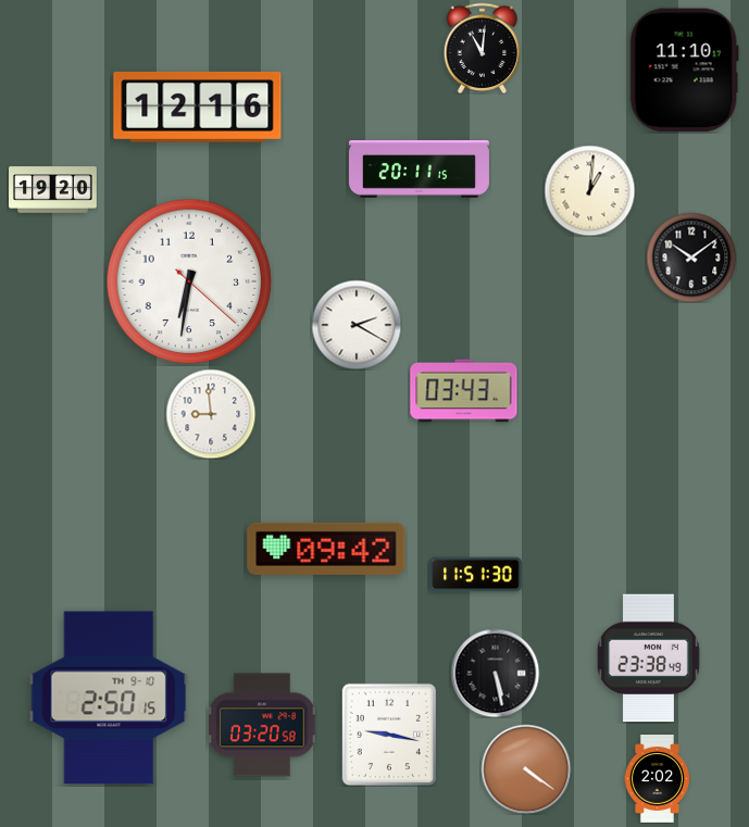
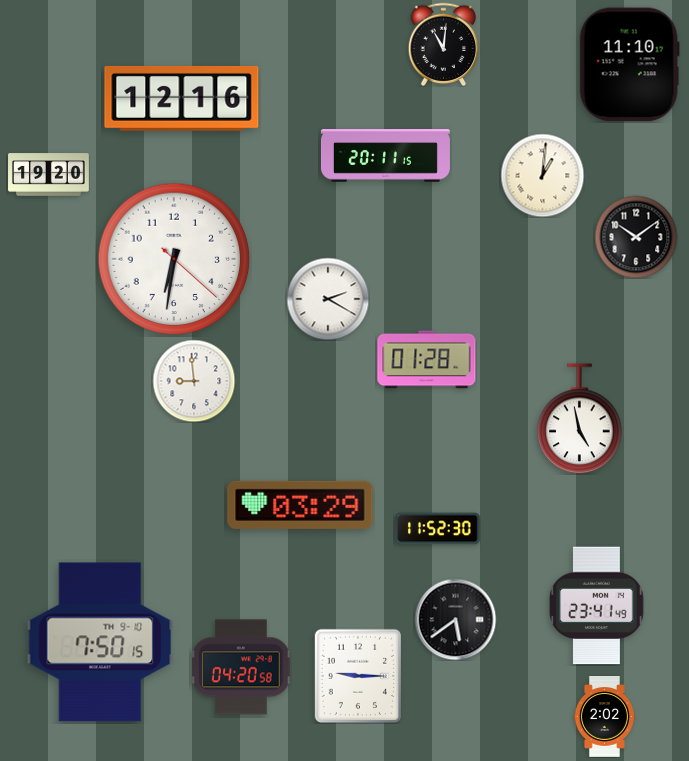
clock at (464, 391): 03:43 -> 01:28
clock at (580, 419): none -> 4:58
clock at (326, 549): 09:42 -> 03:29
clock at (476, 575): 11:51 -> 11:52
clock at (649, 659): 23:38 -> 23:41
clock at (495, 673): 5:28 -> 5:39
clock at (109, 698): 2:50 -> 7:50
clock at (263, 725): 03:20 -> 04:20
clock at (388, 734): 9:17 -> 9:15
clock at (526, 769): 4:21 -> none
